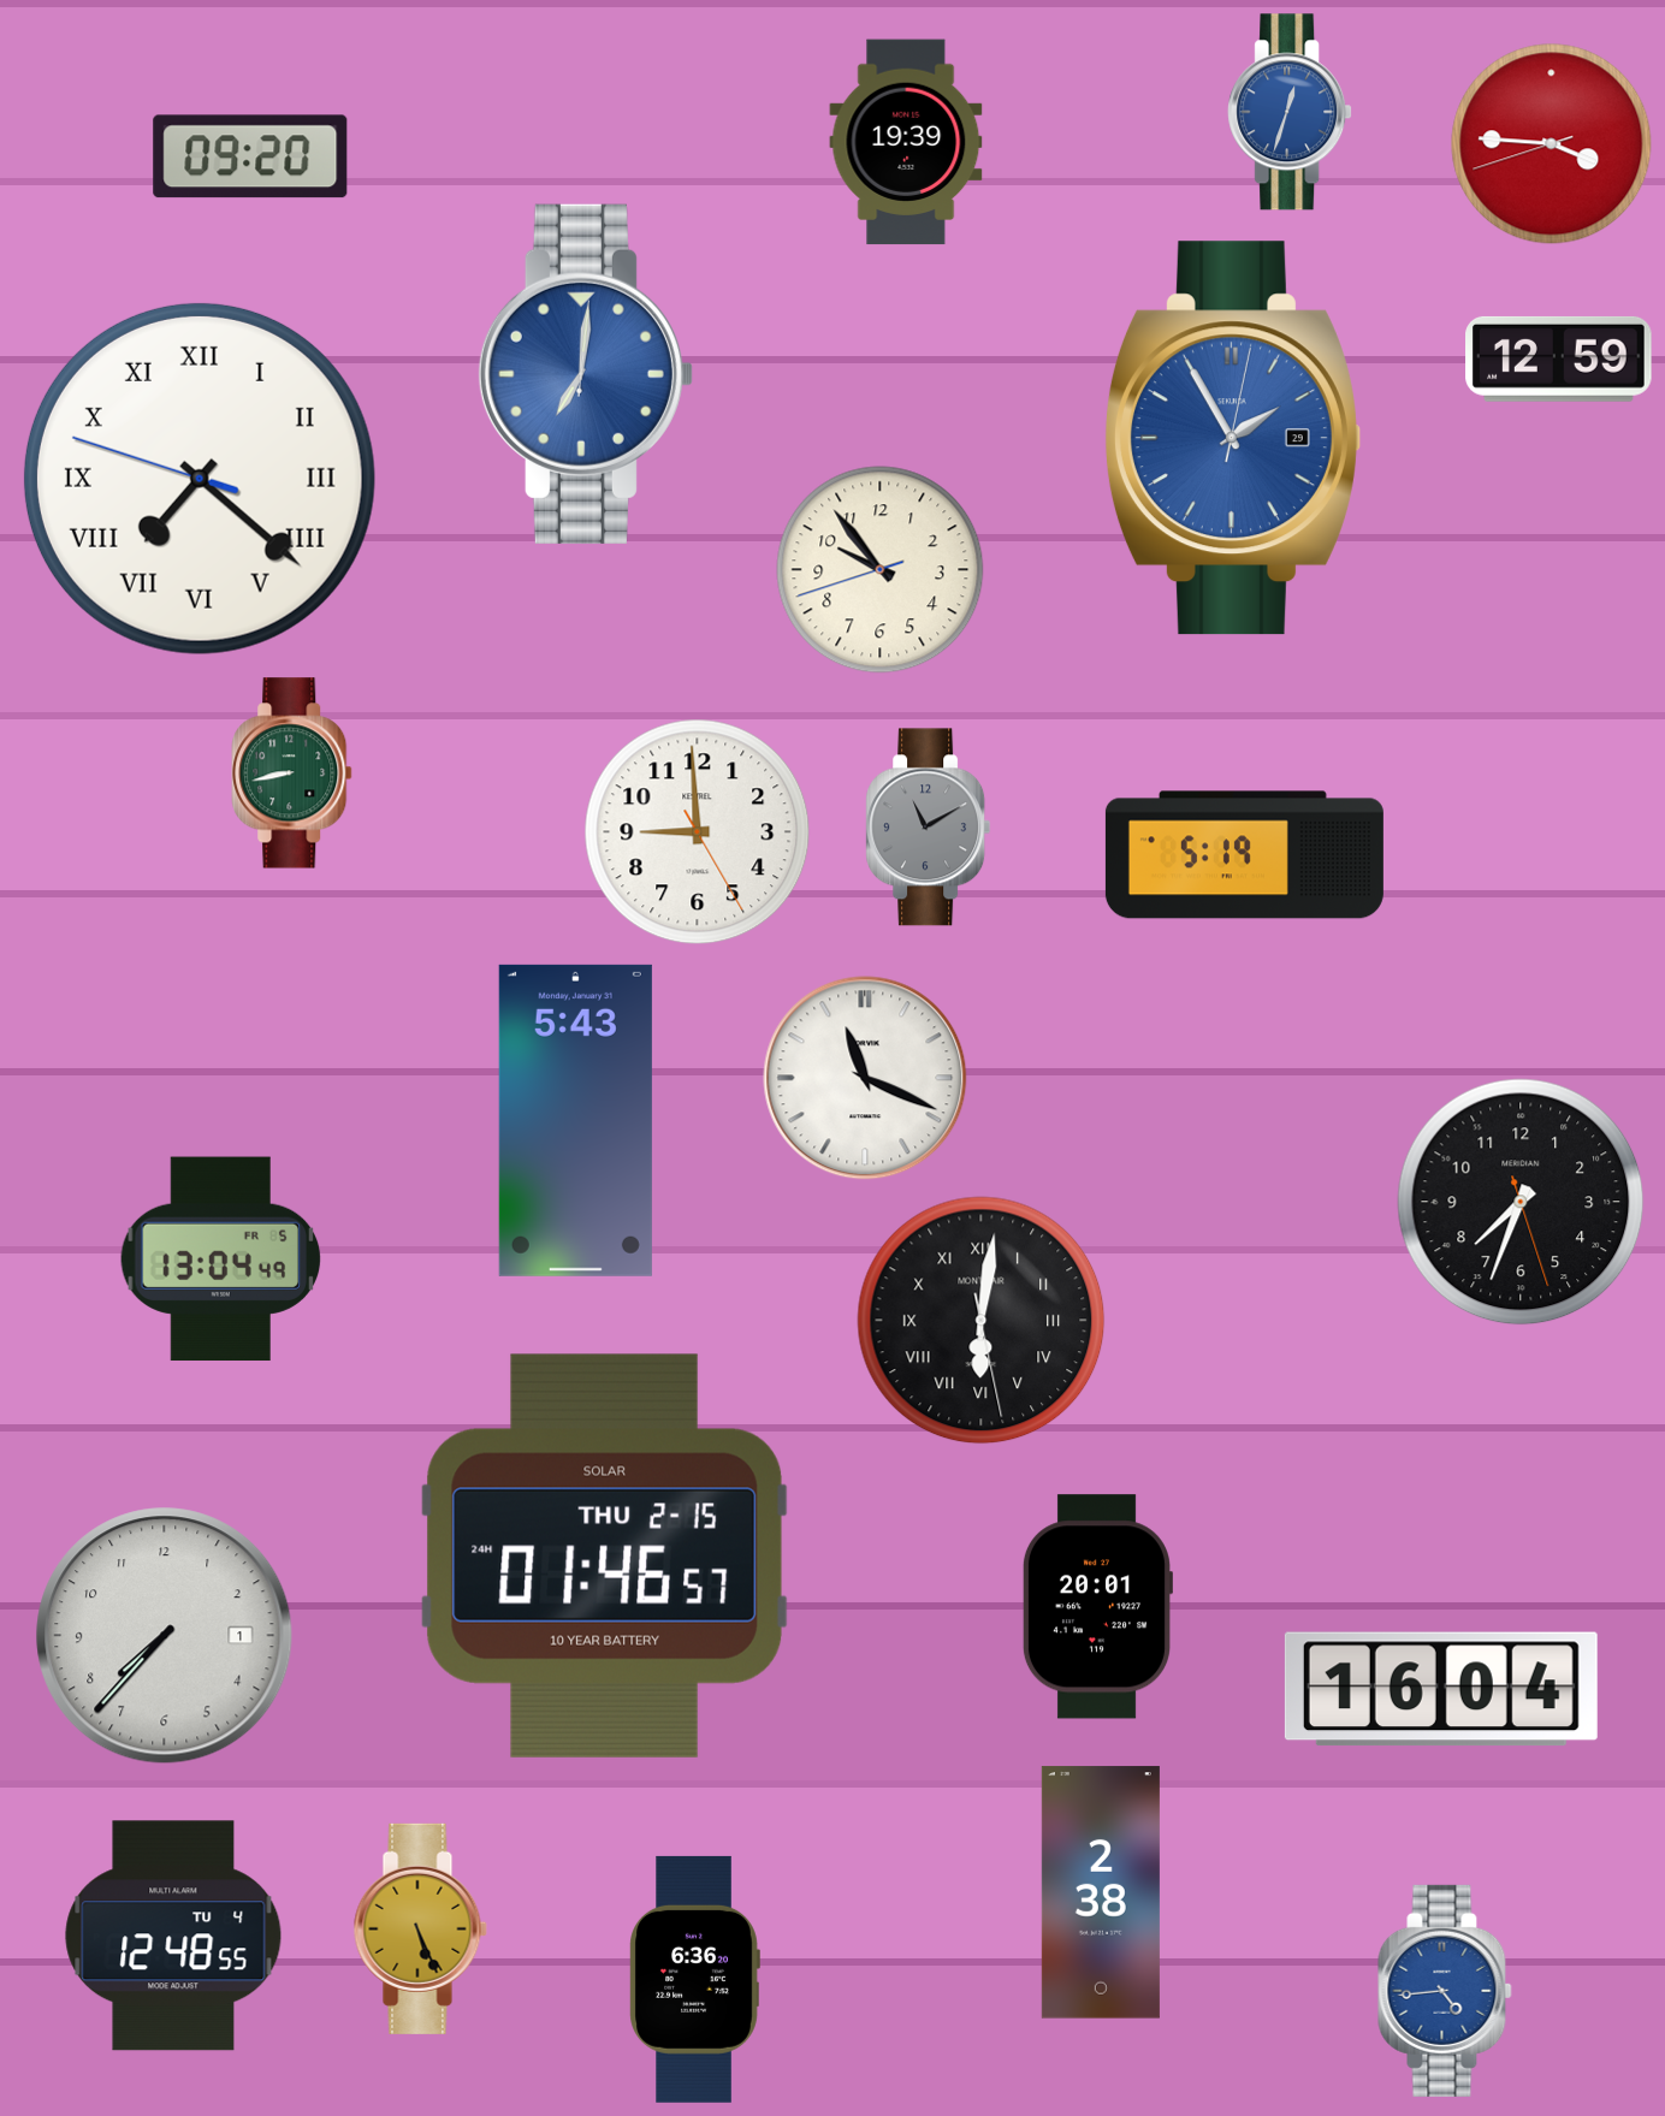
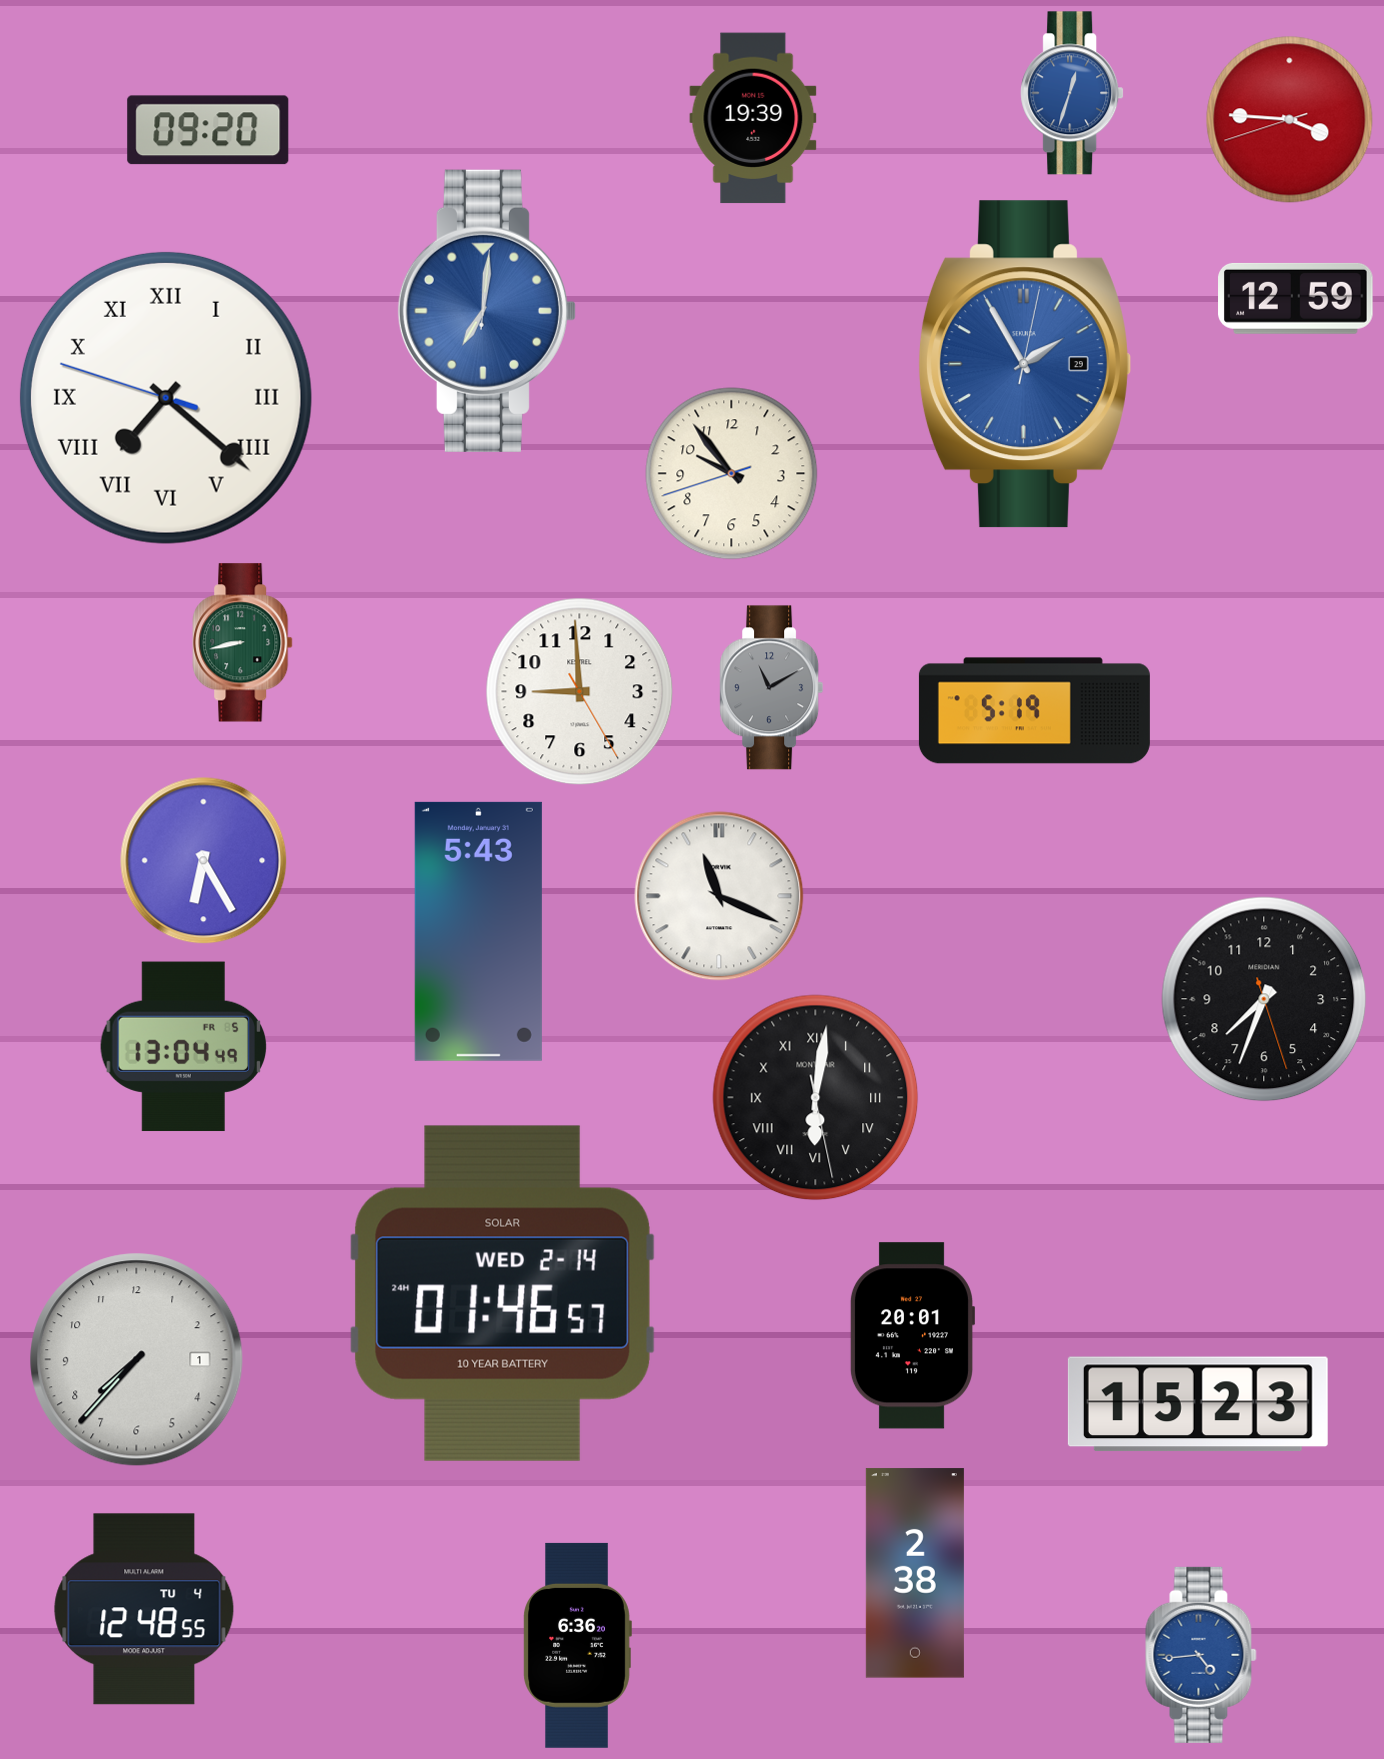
clock at (204, 861): none -> 6:25
clock at (604, 1555) date: THU 2-15 -> WED 2-14
clock at (1441, 1689): 16:04 -> 15:23
clock at (420, 1928): 5:26 -> none
